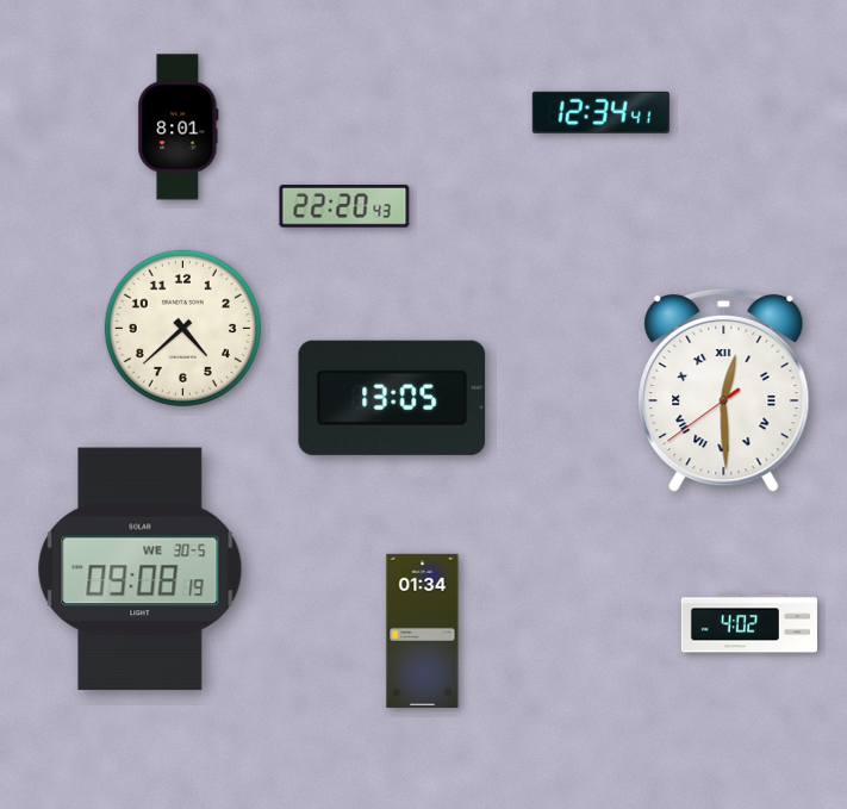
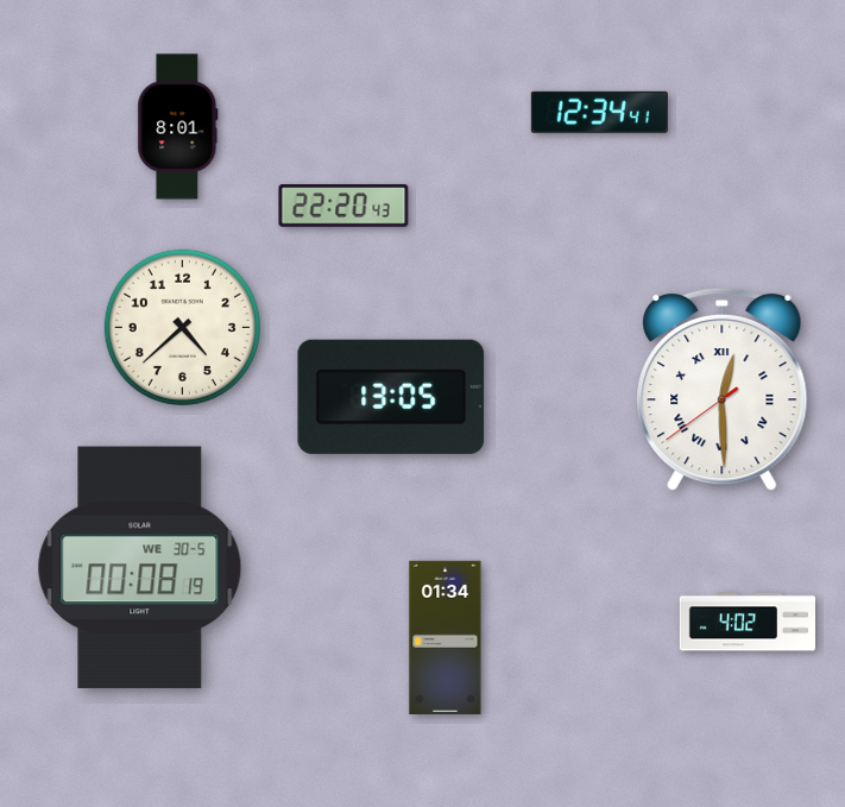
clock at (141, 570): 09:08 -> 00:08
clock at (423, 630) position: (423, 630) -> (446, 637)
